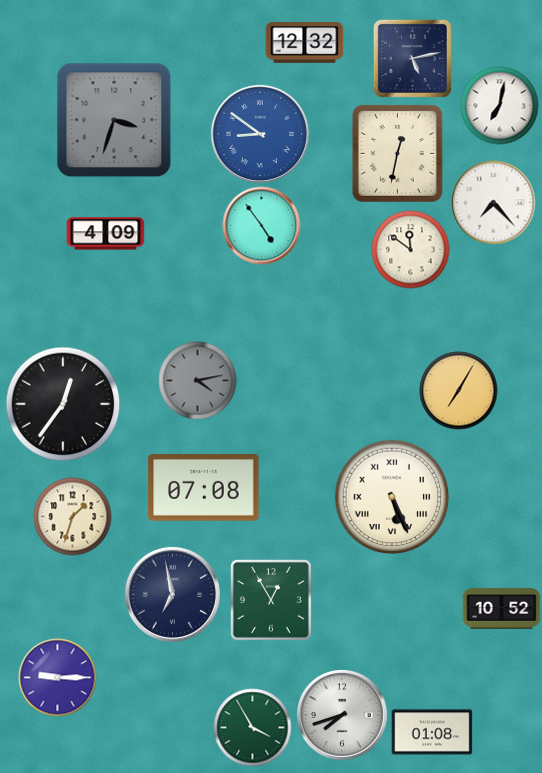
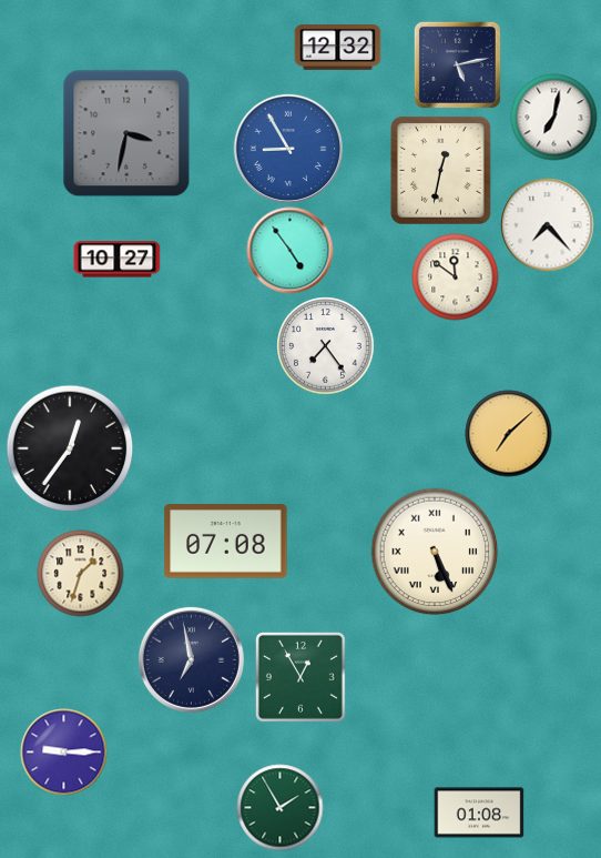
clock at (114, 120): 3:33 -> 3:32
clock at (259, 133): 8:51 -> 8:55
clock at (105, 234): 4:09 -> 10:27
clock at (325, 345): none -> 7:24
clock at (197, 380): 4:13 -> none
clock at (458, 390): 7:05 -> 7:08
clock at (271, 600) position: (271, 600) -> (300, 677)
clock at (501, 609): 10:52 -> none
clock at (342, 715): 7:42 -> none
clock at (252, 727): 3:55 -> 1:55
